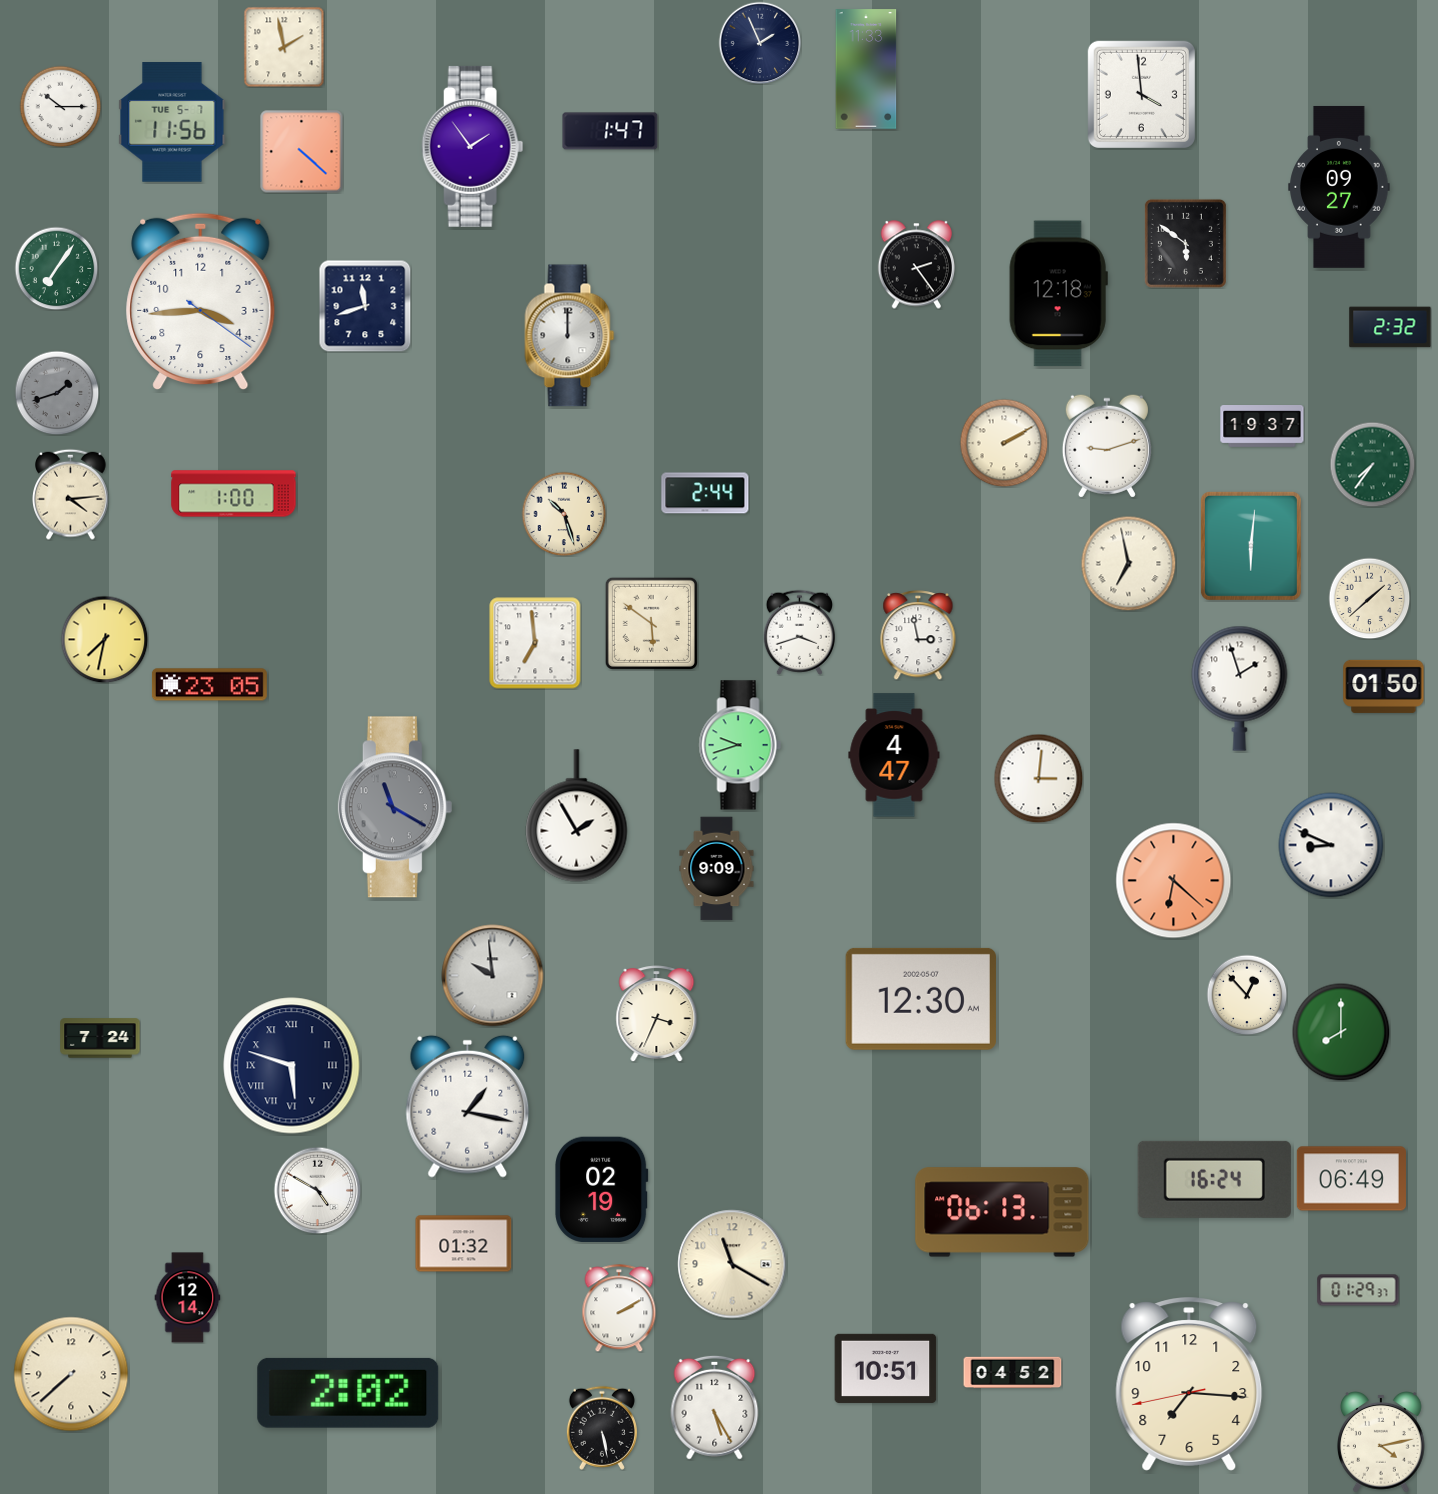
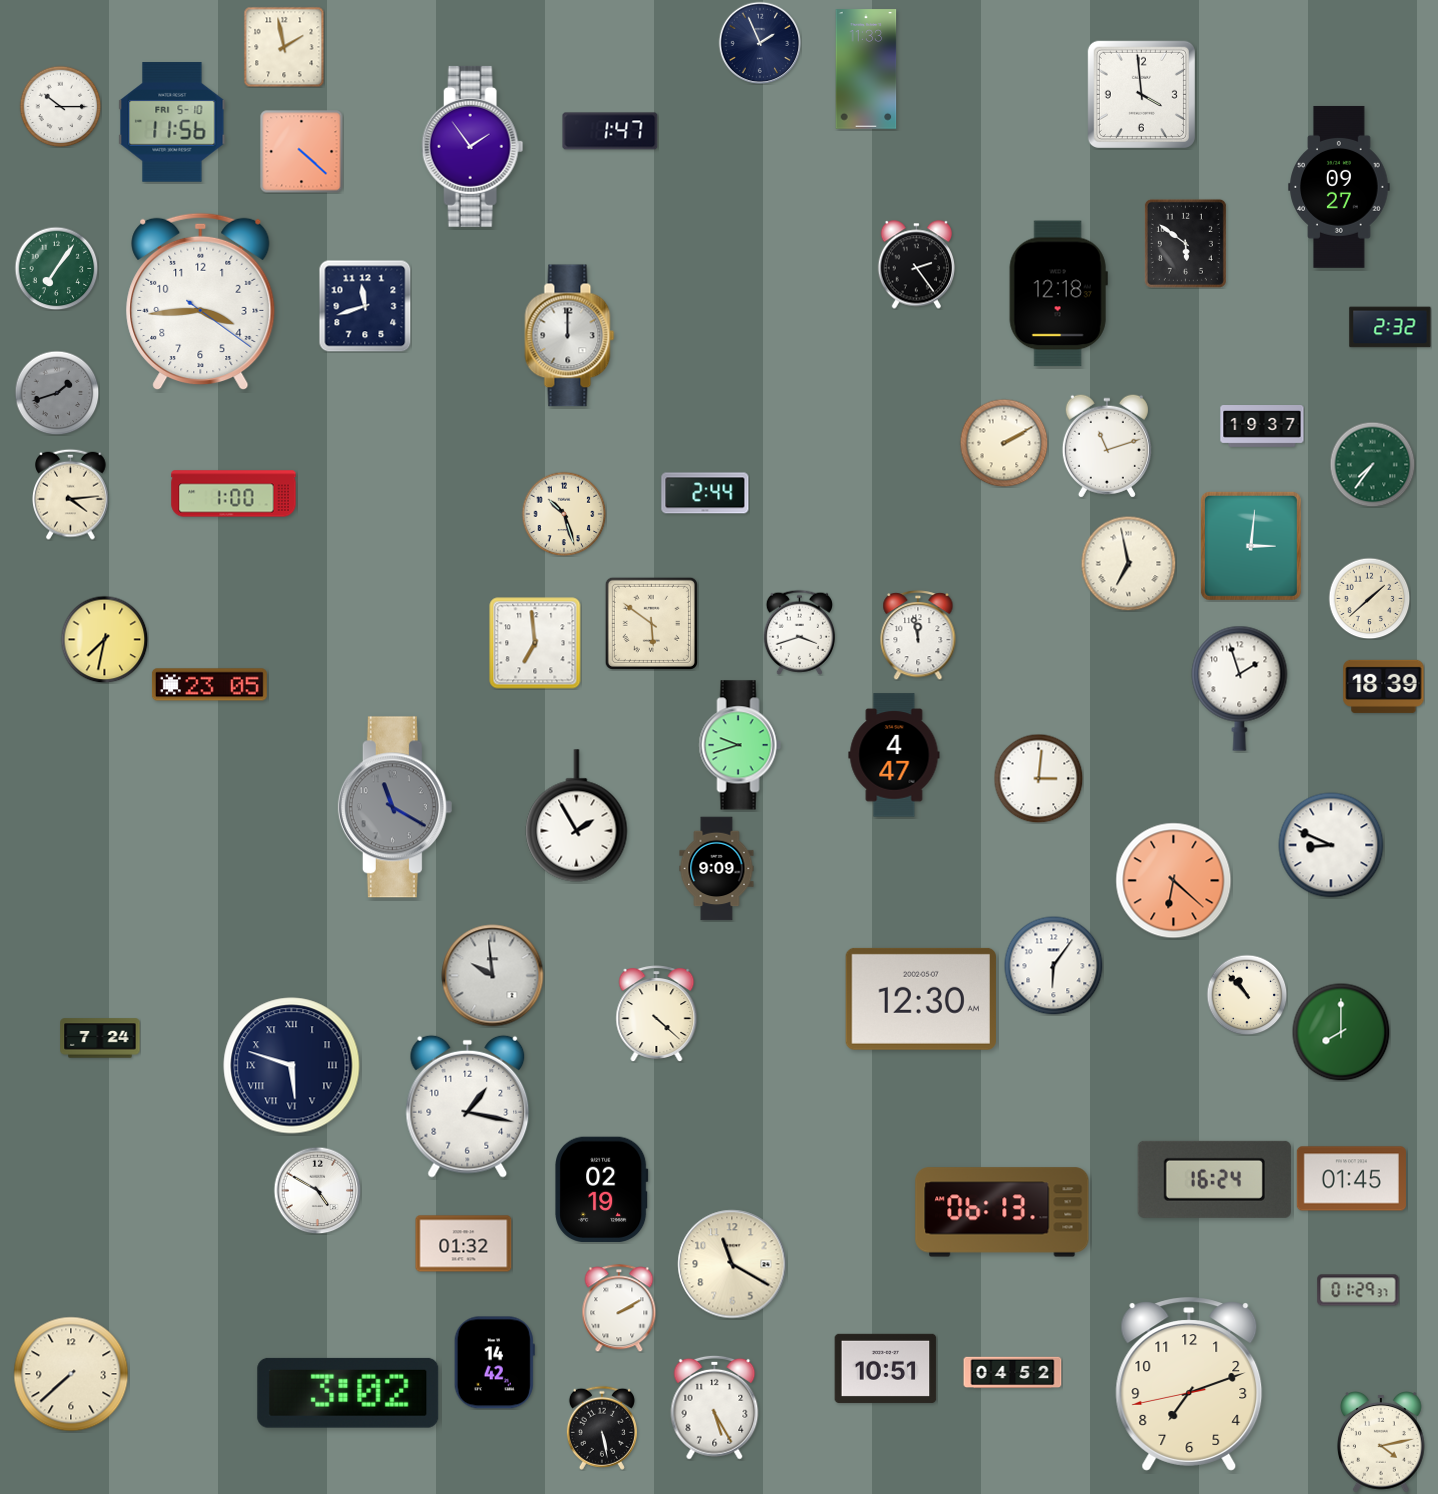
clock at (172, 122) date: TUE 5-7 -> FRI 5-10
clock at (1107, 446): 9:12 -> 11:12
clock at (1251, 546): 6:01 -> 3:01
clock at (918, 635): 2:58 -> 11:58
clock at (1384, 686): 01:50 -> 18:39
clock at (1054, 966): none -> 6:06
clock at (1247, 995): 12:53 -> 10:53
clock at (657, 1014): 3:34 -> 4:22
clock at (1351, 1179): 06:49 -> 01:45
clock at (188, 1298): 12:14 -> none
clock at (494, 1363): none -> 14:42
clock at (1189, 1384): 7:15 -> 7:11
clock at (348, 1393): 2:02 -> 3:02
